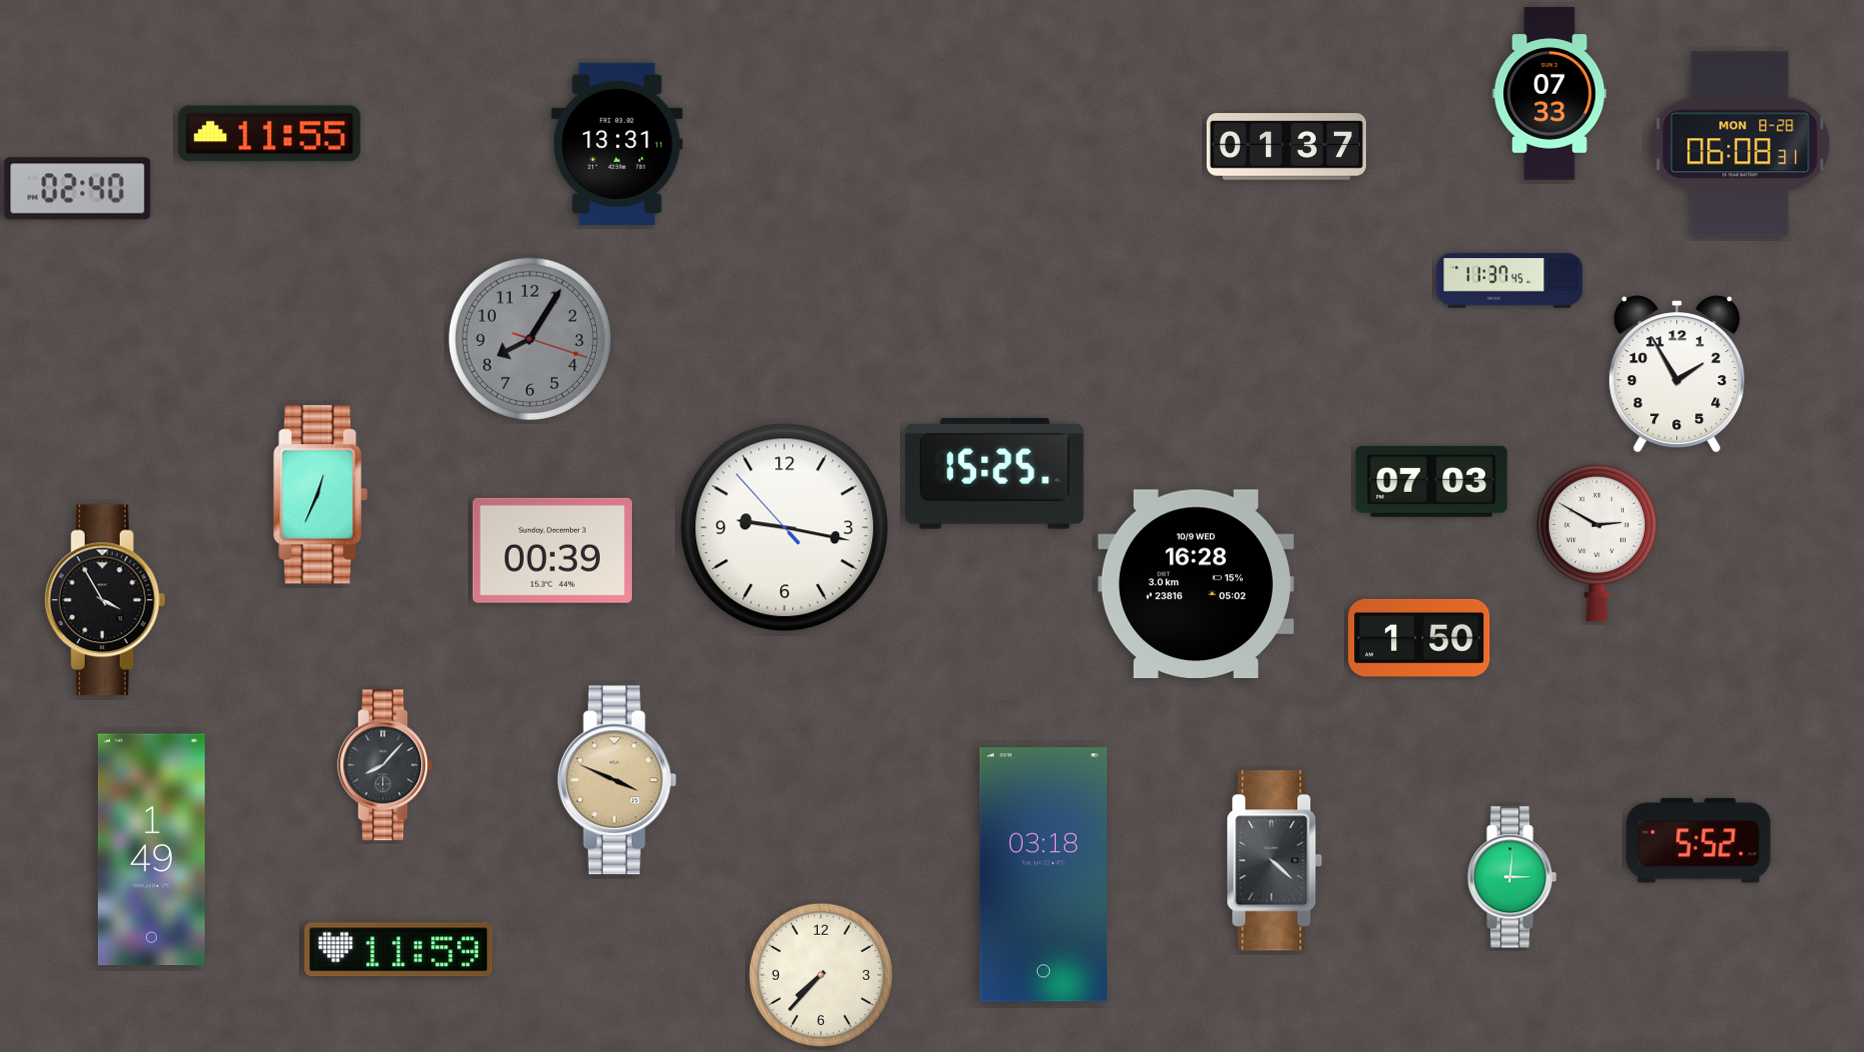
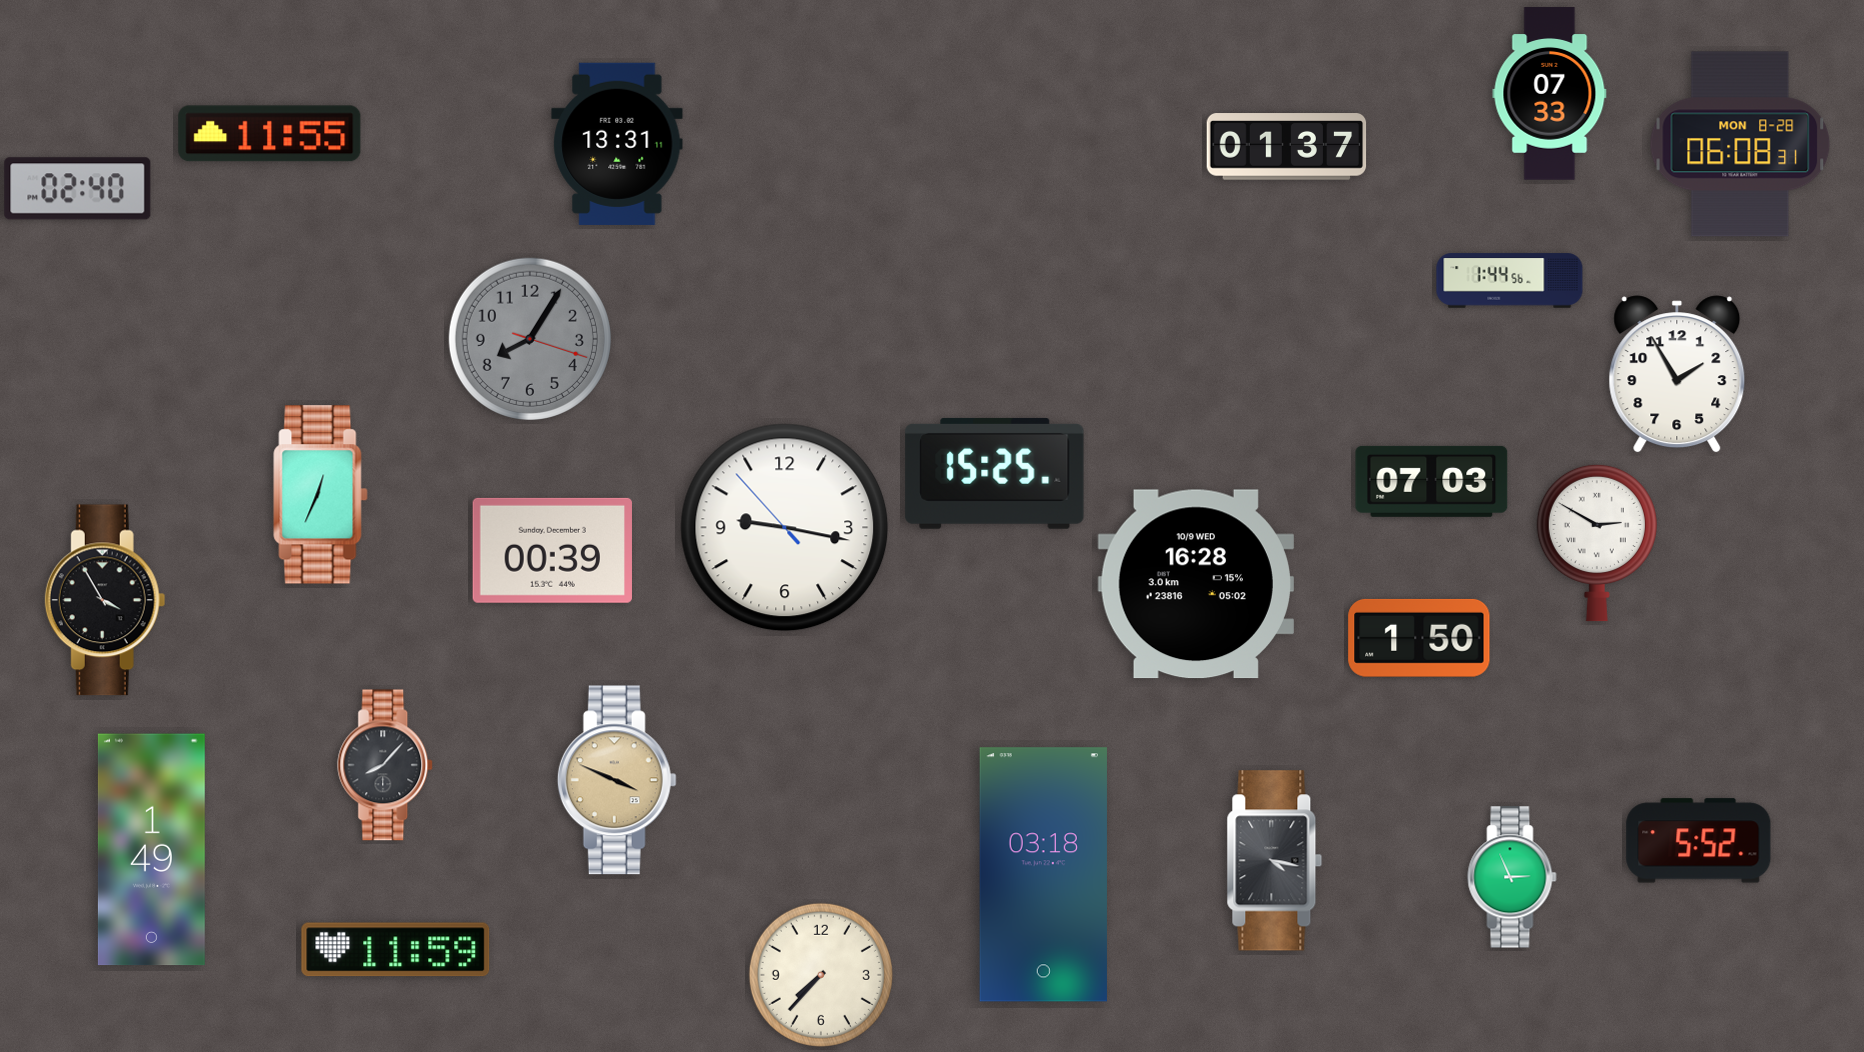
clock at (1510, 281): 11:37 -> 1:44
clock at (1275, 861): 4:22 -> 4:17
clock at (1512, 877): 3:01 -> 2:56
clock at (399, 950) position: (399, 950) -> (396, 950)
